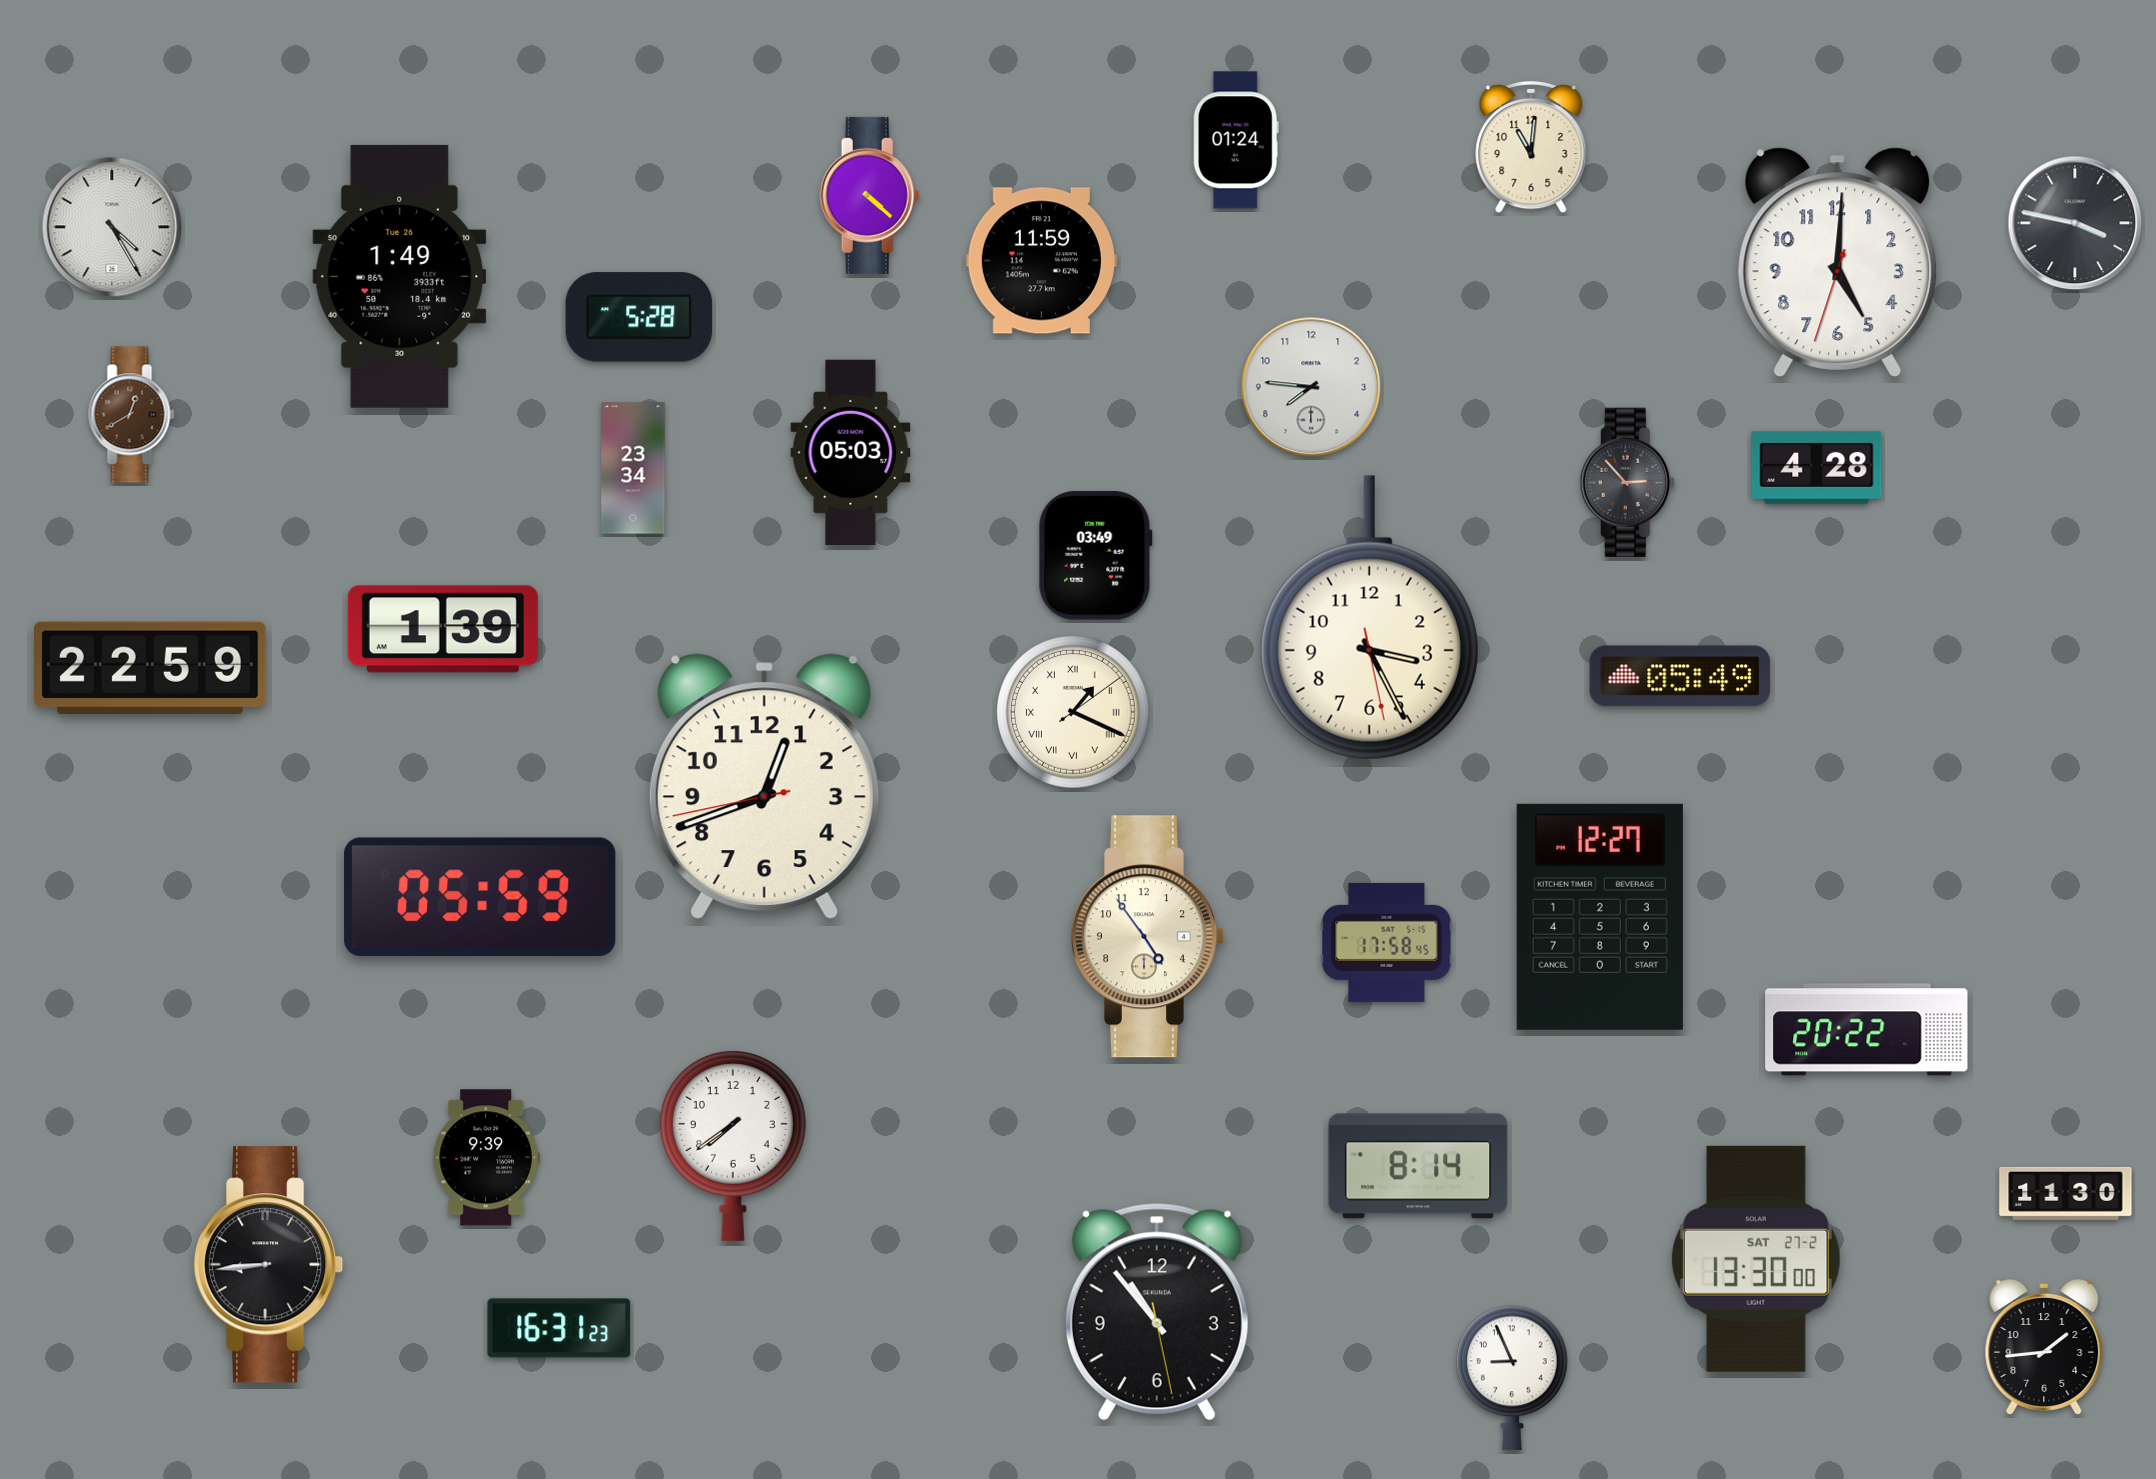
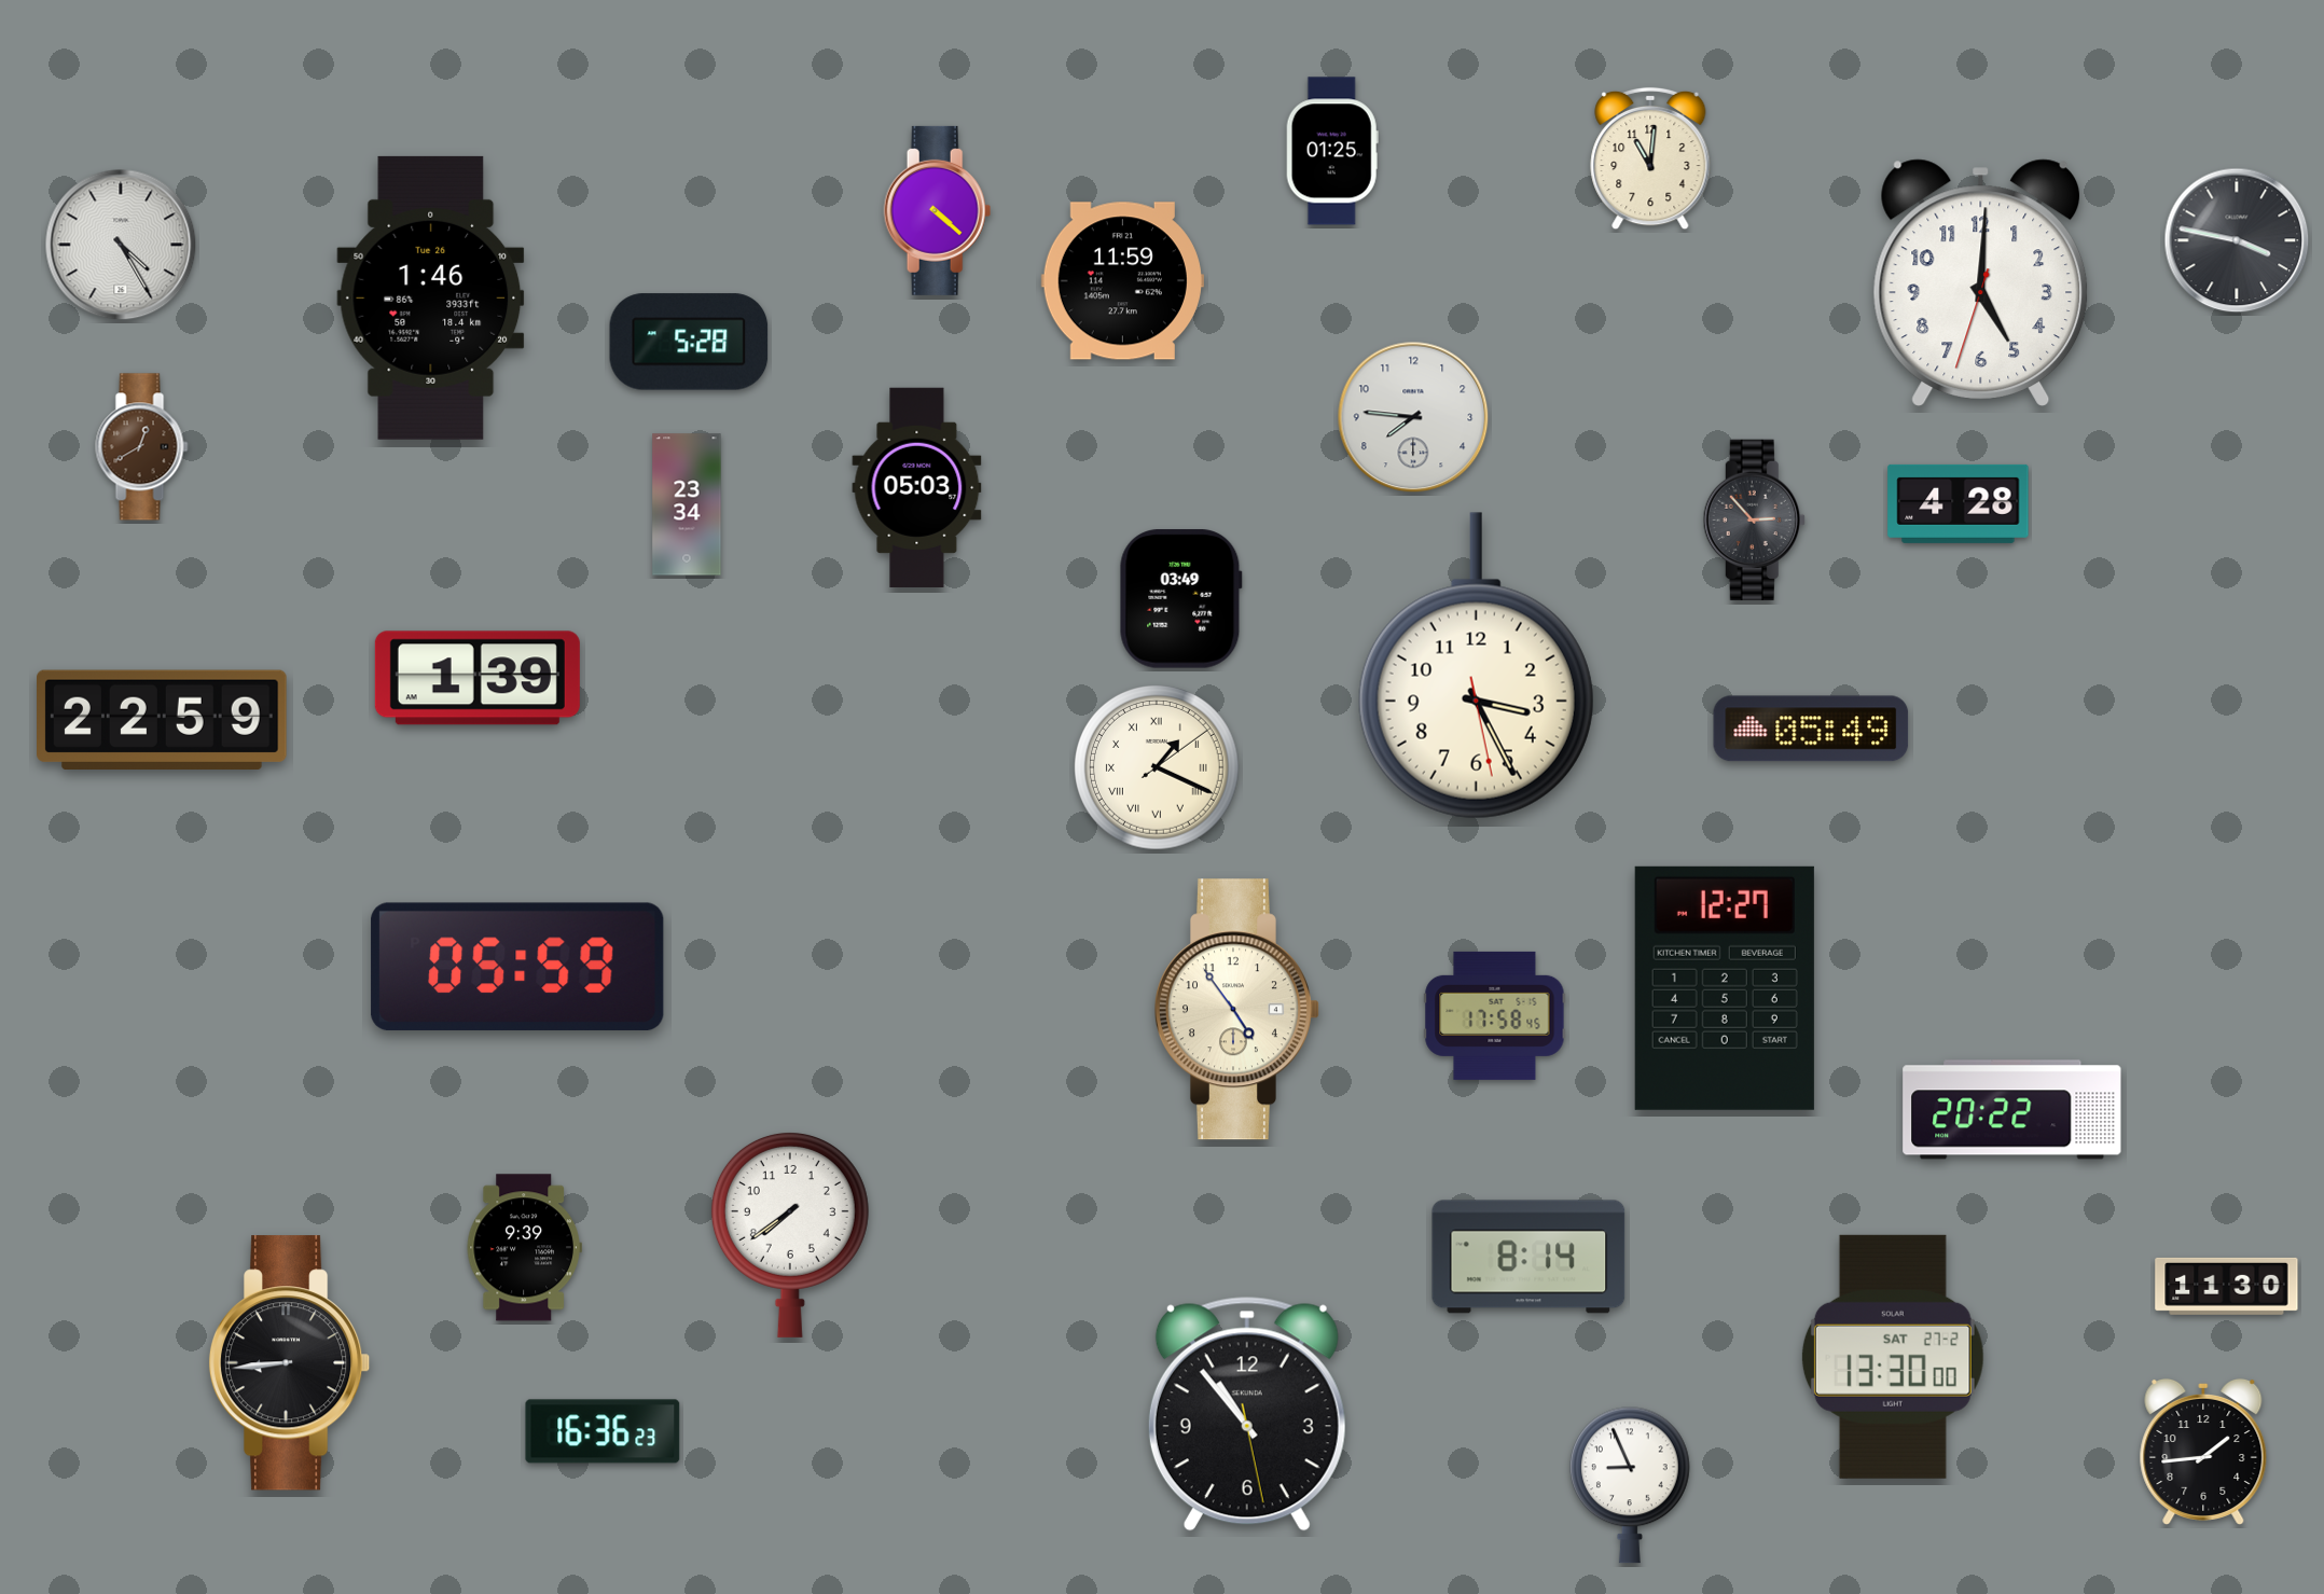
clock at (1236, 140): 01:24 -> 01:25
clock at (400, 276): 1:49 -> 1:46
clock at (633, 468) position: (633, 468) -> (687, 504)
clock at (764, 786): 12:41 -> none
clock at (559, 1328): 16:31 -> 16:36
